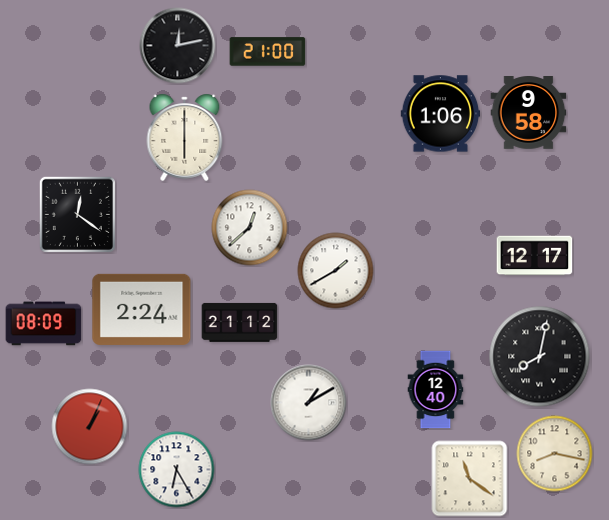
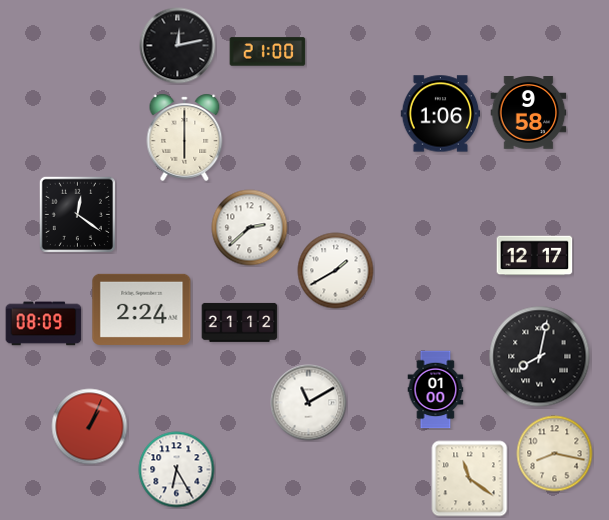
clock at (250, 228): 12:38 -> 2:38
clock at (436, 390): 12:40 -> 01:00
clock at (309, 403): 1:10 -> 11:10
